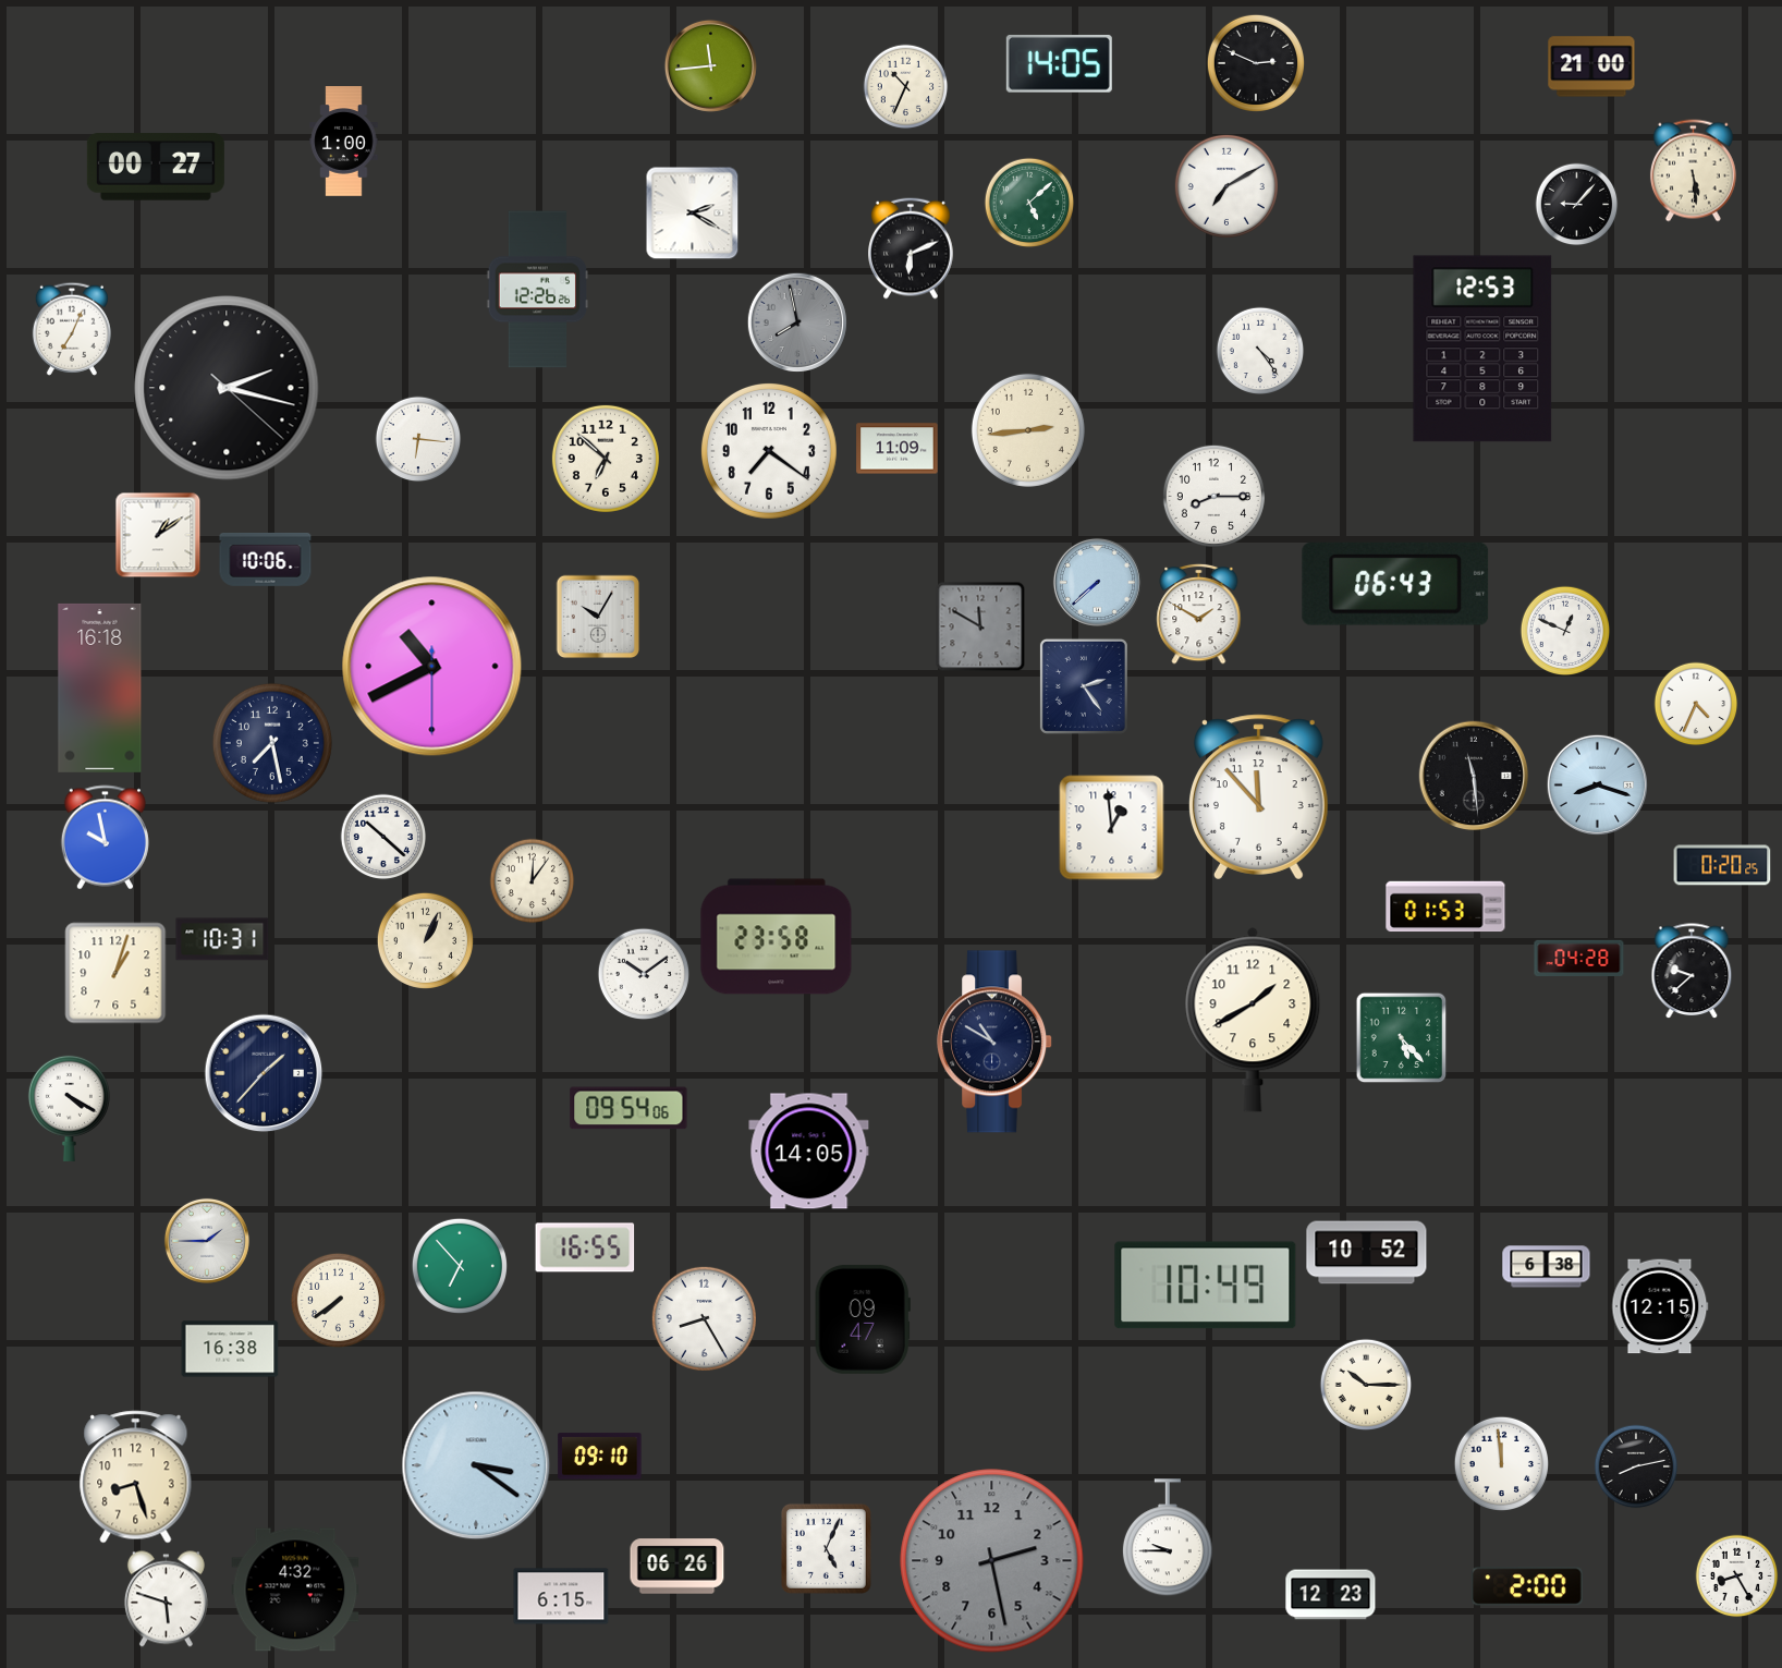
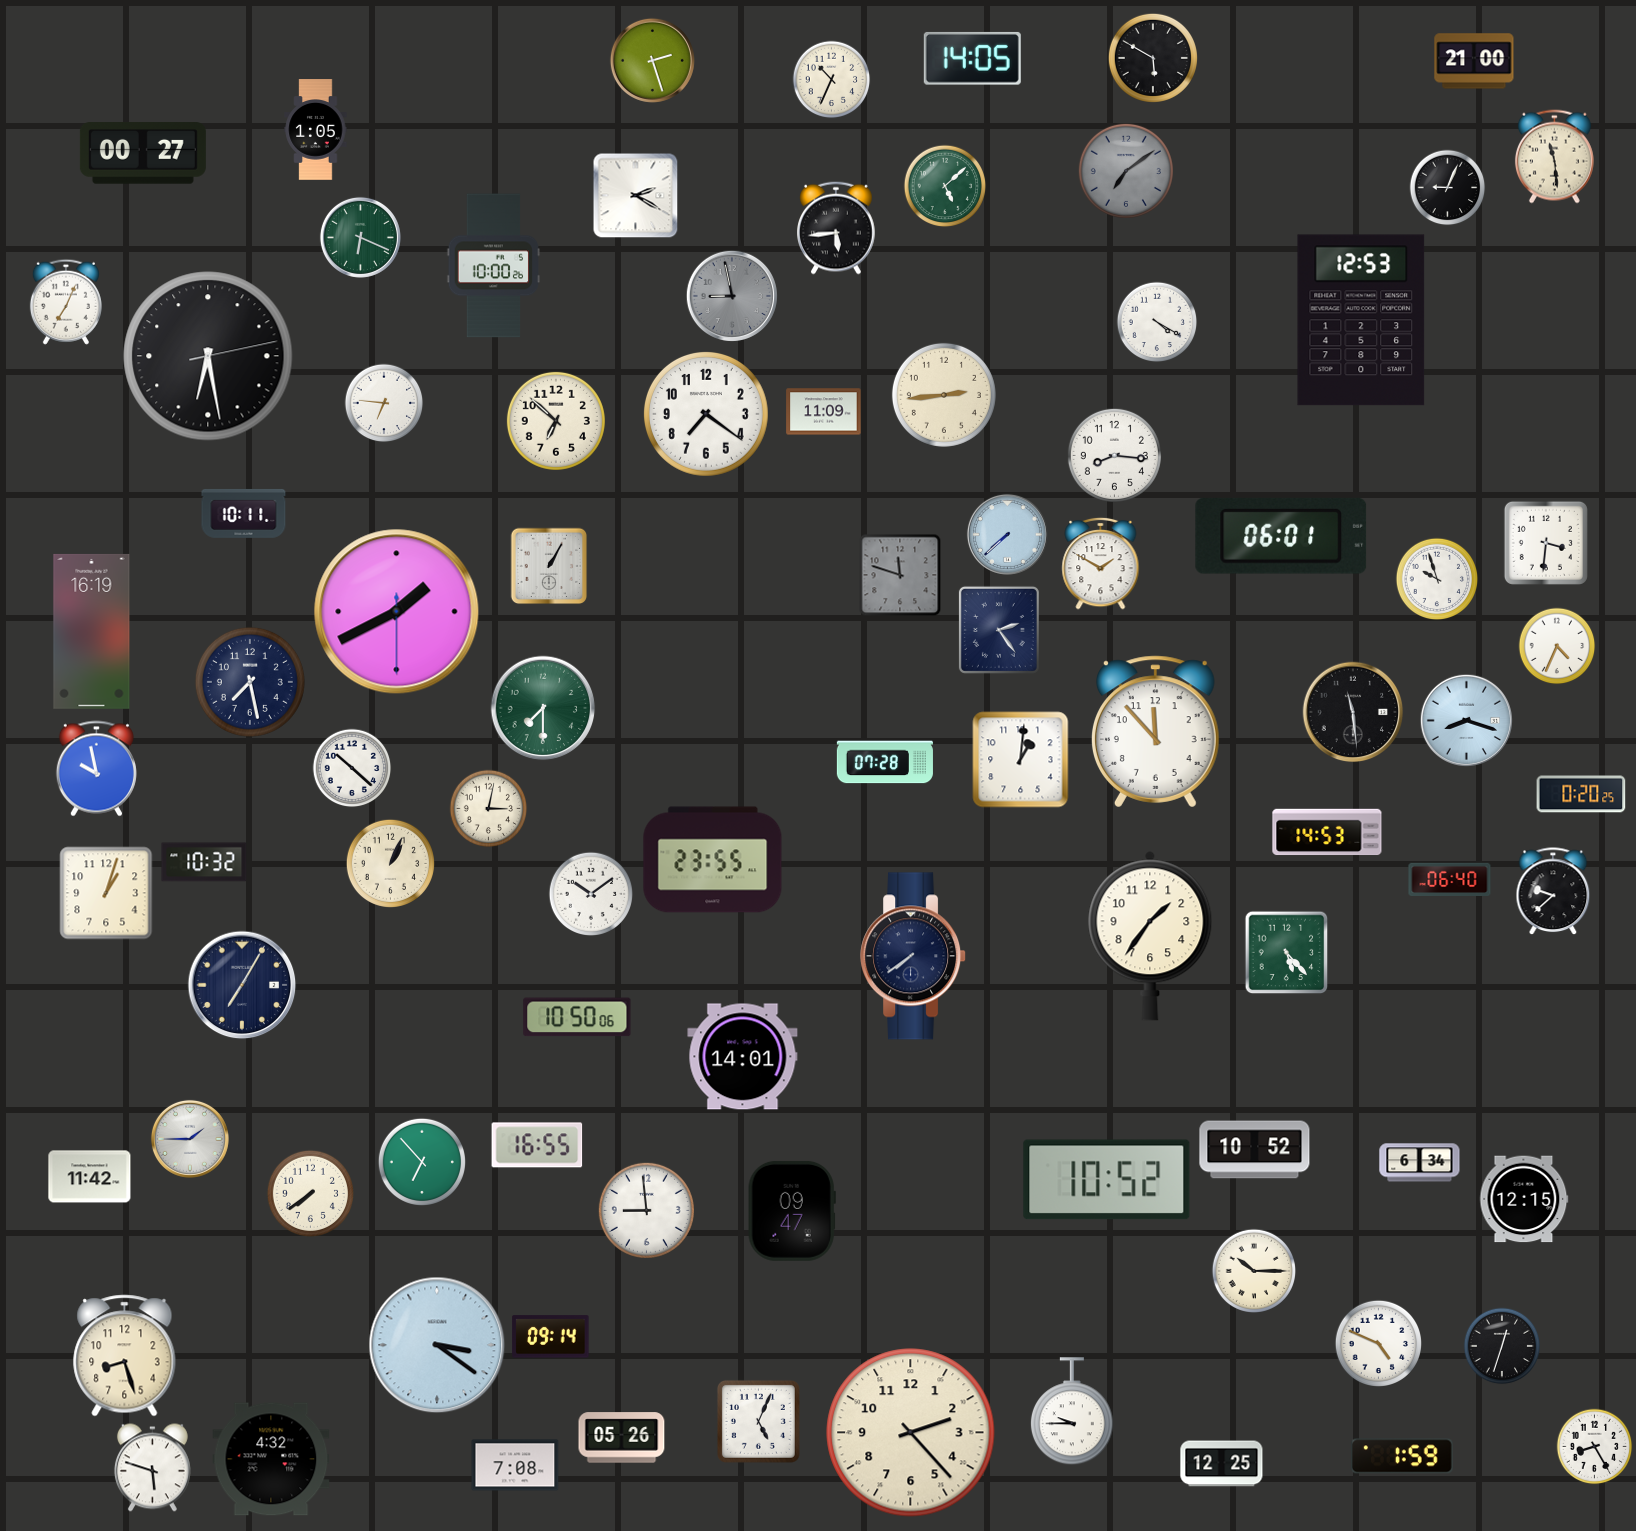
clock at (1256, 63): 2:49 -> 5:50
clock at (710, 65): 11:44 -> 2:27
clock at (1591, 66) position: (1591, 66) -> (1474, 61)
clock at (344, 142): 1:00 -> 1:05
clock at (1693, 171): 5:29 -> 11:29
clock at (1226, 186): 7:10 -> 7:09
clock at (1226, 186) dial: white -> grey
clock at (1577, 205): 9:07 -> 9:04
clock at (912, 248): 6:11 -> 5:44
clock at (360, 237): none -> 6:19
clock at (537, 290): 12:26 -> 10:00
clock at (796, 321): 7:58 -> 8:58
clock at (1260, 351): 4:24 -> 4:20
clock at (227, 388): 2:17 -> 6:28
clock at (418, 439): 6:16 -> 6:46
clock at (1213, 496): 8:15 -> 8:16
clock at (158, 535): 1:09 -> none
clock at (266, 559): 10:06 -> 10:11
clock at (1395, 584): 06:43 -> 06:01
clock at (1546, 543): none -> 3:31
clock at (598, 617): 10:05 -> 1:05
clock at (980, 626): 11:50 -> 11:48
clock at (1565, 631): 12:49 -> 9:57
clock at (432, 667): 10:40 -> 1:40
clock at (1084, 686) position: (1084, 686) -> (999, 630)
clock at (100, 687): 16:18 -> 16:19
clock at (543, 708): none -> 7:30
clock at (1112, 828): 12:59 -> 1:01
clock at (885, 762): none -> 07:28
clock at (533, 881): 12:06 -> 3:02
clock at (1445, 906): 01:53 -> 14:53
clock at (777, 937): 23:58 -> 23:55
clock at (222, 939): 10:31 -> 10:32
clock at (1579, 959): 04:28 -> 06:40
clock at (1253, 1020): 1:40 -> 1:36
clock at (996, 1042): 10:50 -> 7:39
clock at (264, 1073): 1:37 -> 7:05
clock at (69, 1108): 4:20 -> none
clock at (628, 1108): 09:54 -> 10:50
clock at (809, 1152): 14:05 -> 14:01
clock at (1547, 1267): 6:38 -> 6:34
clock at (90, 1177): none -> 11:42
clock at (1206, 1286): 10:49 -> 10:52
clock at (704, 1318): 8:25 -> 8:59
clock at (230, 1349): 16:38 -> none
clock at (600, 1457): 09:10 -> 09:14
clock at (1501, 1463): 11:59 -> 4:49
clock at (1636, 1466): 8:13 -> 12:33
clock at (992, 1561): 2:28 -> 2:23
clock at (992, 1561) dial: grey -> cream
clock at (678, 1567): 06:26 -> 05:26
clock at (1528, 1586): 2:00 -> 1:59
clock at (1331, 1595): 12:23 -> 12:25
clock at (561, 1596): 6:15 -> 7:08
